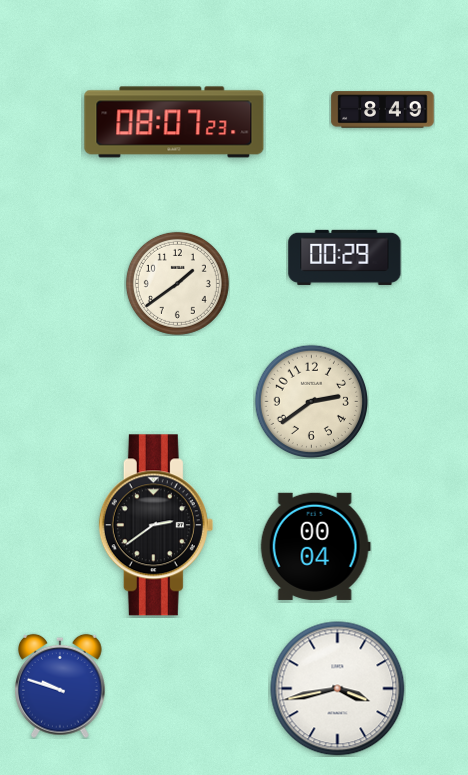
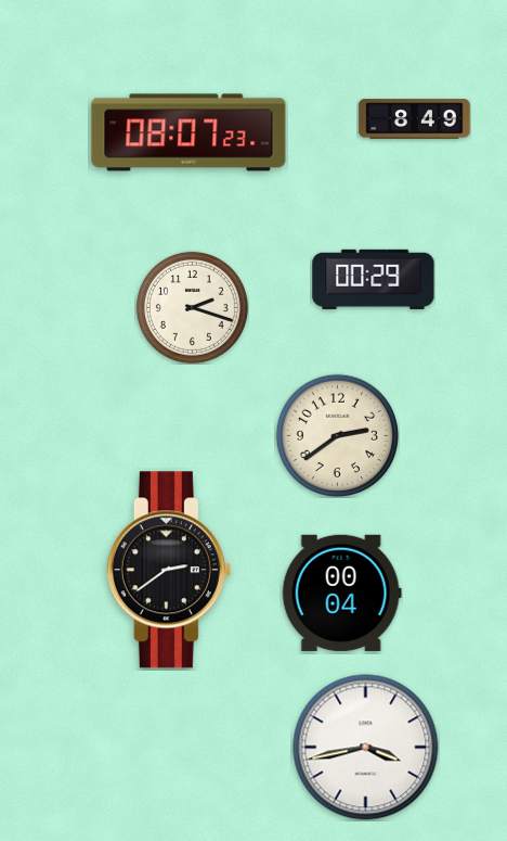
clock at (177, 283): 1:39 -> 2:18
clock at (61, 686): 9:48 -> none
